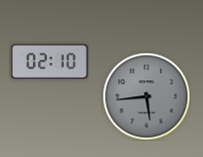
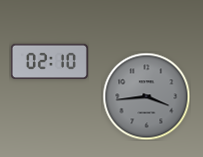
clock at (146, 96): 5:44 -> 3:44
